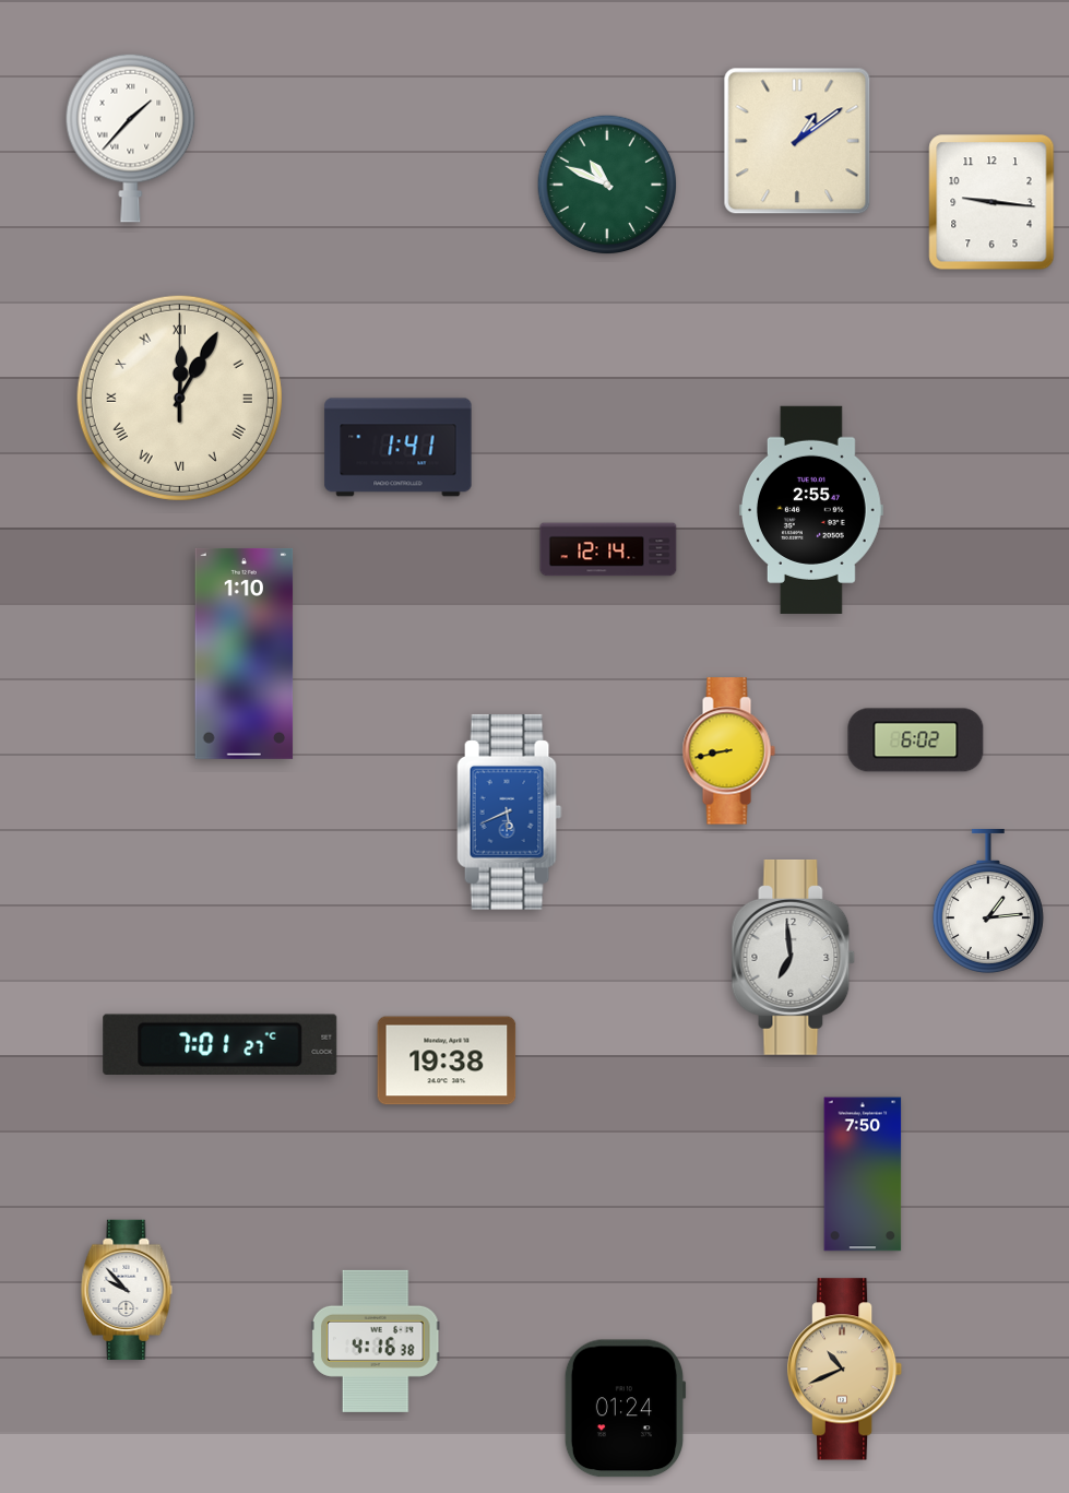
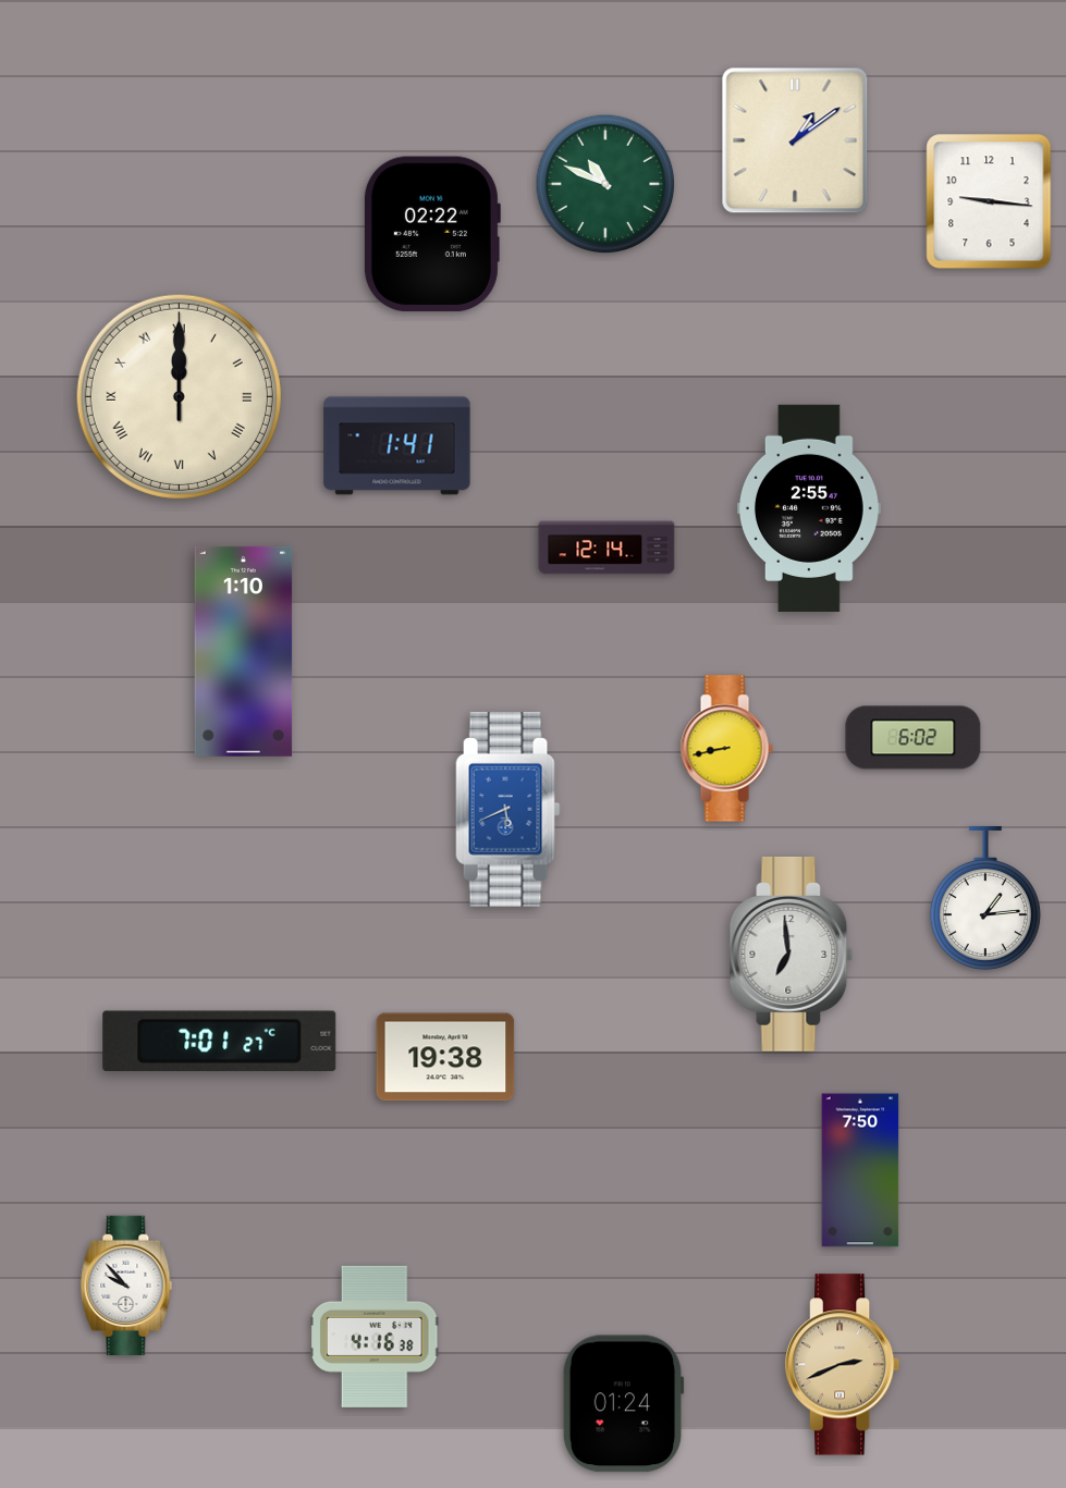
clock at (131, 138): 1:37 -> none
clock at (431, 234): none -> 02:22
clock at (179, 398): 12:05 -> 12:00
clock at (845, 1370): 10:41 -> 2:41
